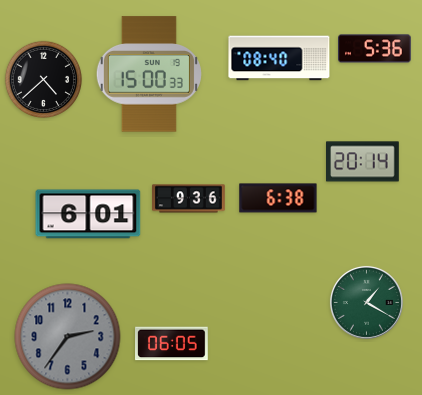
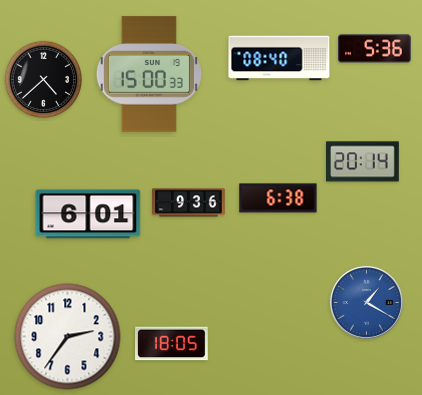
clock at (189, 199) position: (189, 199) -> (189, 203)
clock at (366, 302) dial: green -> blue
clock at (68, 337) dial: grey -> white
clock at (172, 344): 06:05 -> 18:05
